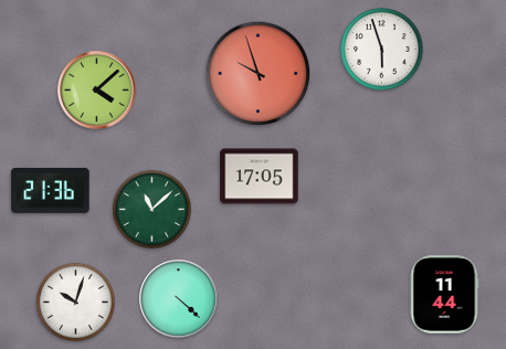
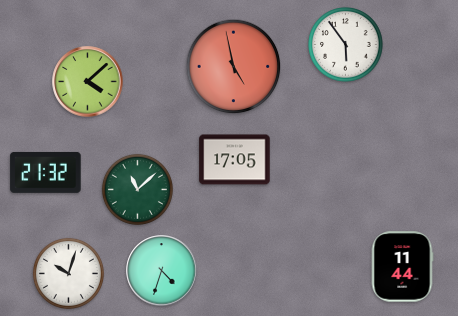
clock at (382, 50): 5:57 -> 5:54
clock at (259, 74): 9:57 -> 4:58
clock at (51, 190): 21:36 -> 21:32
clock at (179, 299): 4:22 -> 4:33
